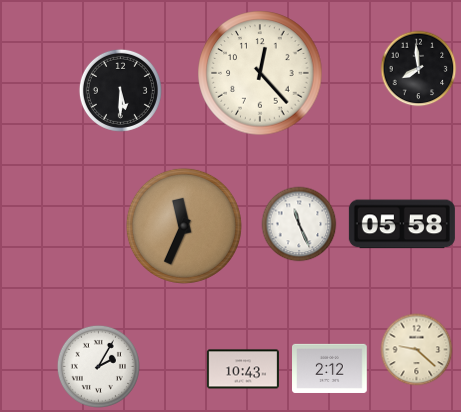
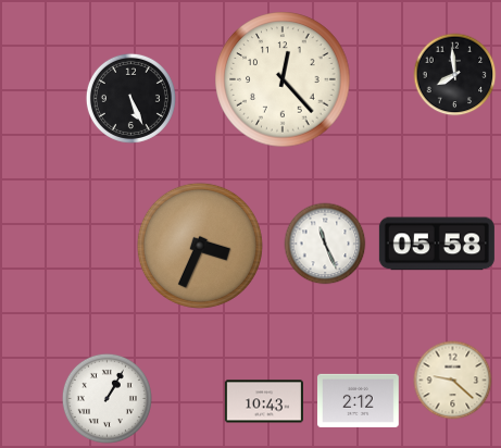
clock at (120, 90): 5:30 -> 5:26
clock at (184, 226): 11:34 -> 3:34
clock at (98, 366): 2:05 -> 1:05
